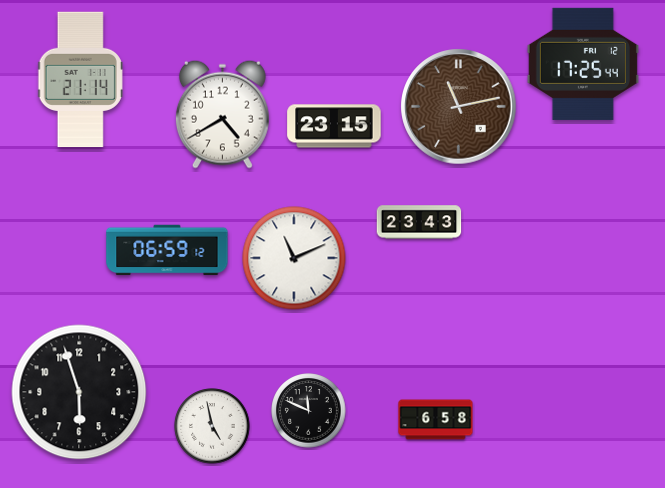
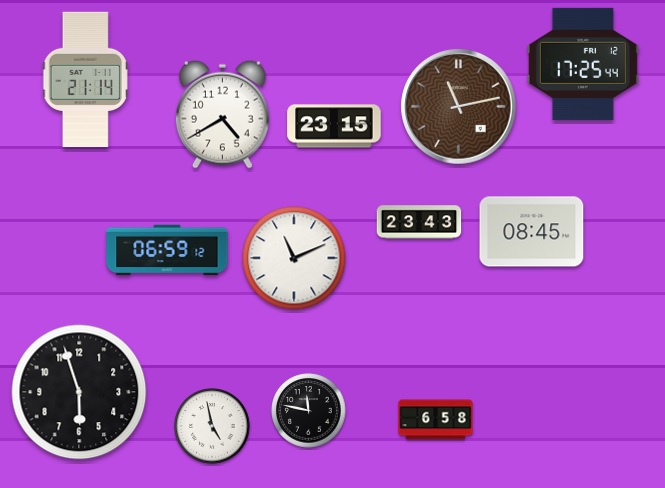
clock at (81, 80) position: (81, 80) -> (86, 80)
clock at (532, 232): none -> 08:45
clock at (309, 411): 11:49 -> 11:47
